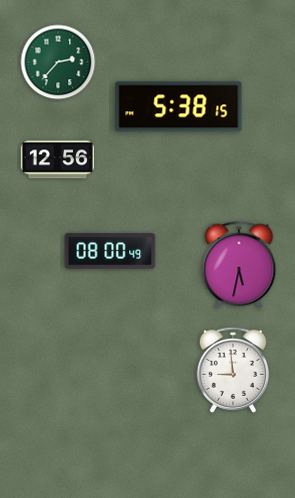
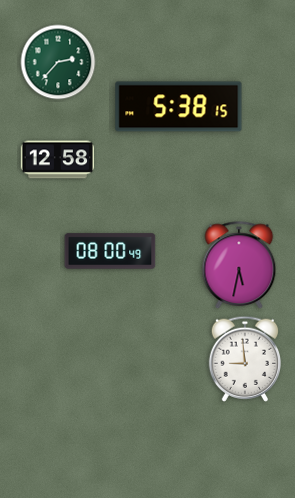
clock at (57, 160): 12:56 -> 12:58
clock at (232, 370) position: (232, 370) -> (244, 359)
